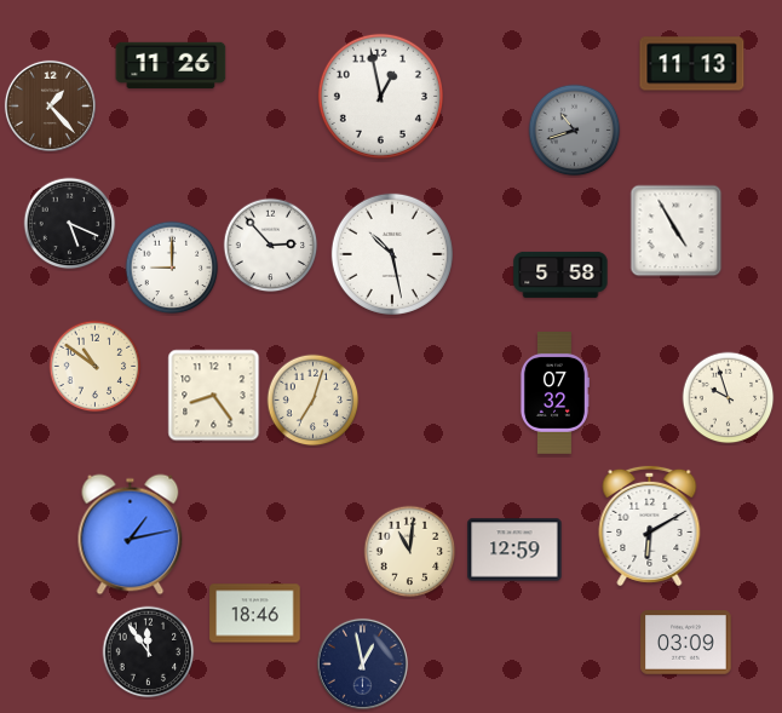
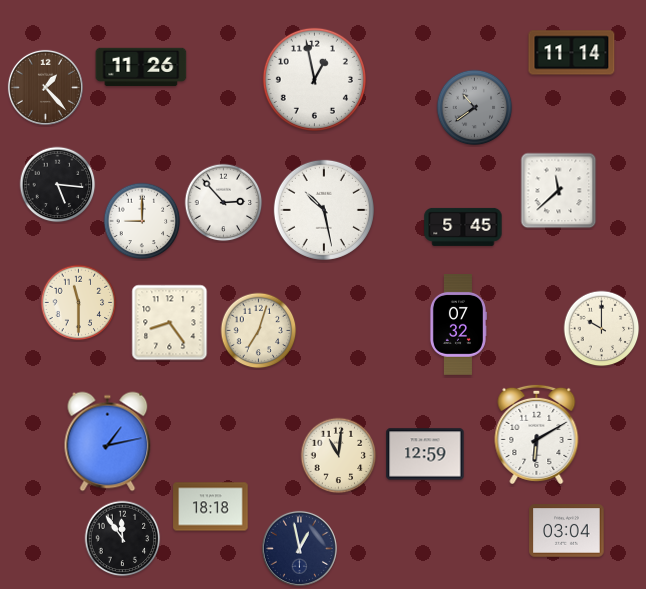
clock at (692, 64): 11:13 -> 11:14
clock at (171, 65) position: (171, 65) -> (141, 67)
clock at (50, 105) position: (50, 105) -> (45, 87)
clock at (575, 131): 10:42 -> 10:39
clock at (70, 224): 5:19 -> 5:16
clock at (677, 231): 4:55 -> 11:38
clock at (560, 275): 5:58 -> 5:45
clock at (96, 367): 10:51 -> 11:30
clock at (214, 396) position: (214, 396) -> (170, 323)
clock at (729, 398): 9:57 -> 10:00
clock at (255, 614): 18:46 -> 18:18
clock at (686, 643): 03:09 -> 03:04
